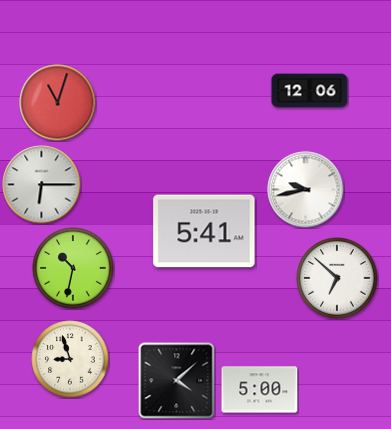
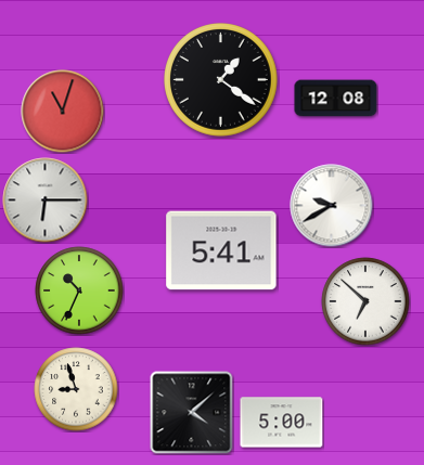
clock at (221, 80): none -> 1:21
clock at (310, 91): 12:06 -> 12:08
clock at (306, 190): 9:43 -> 9:40
clock at (73, 268): 10:32 -> 10:34
